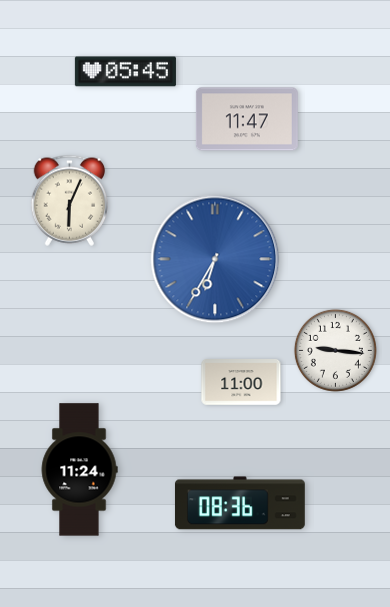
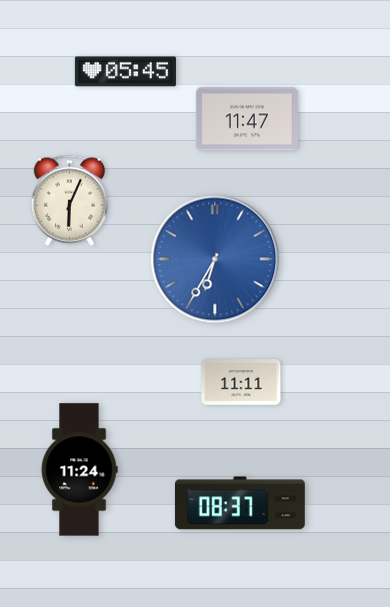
clock at (335, 350): 9:16 -> none
clock at (241, 382): 11:00 -> 11:11
clock at (240, 503): 08:36 -> 08:37
